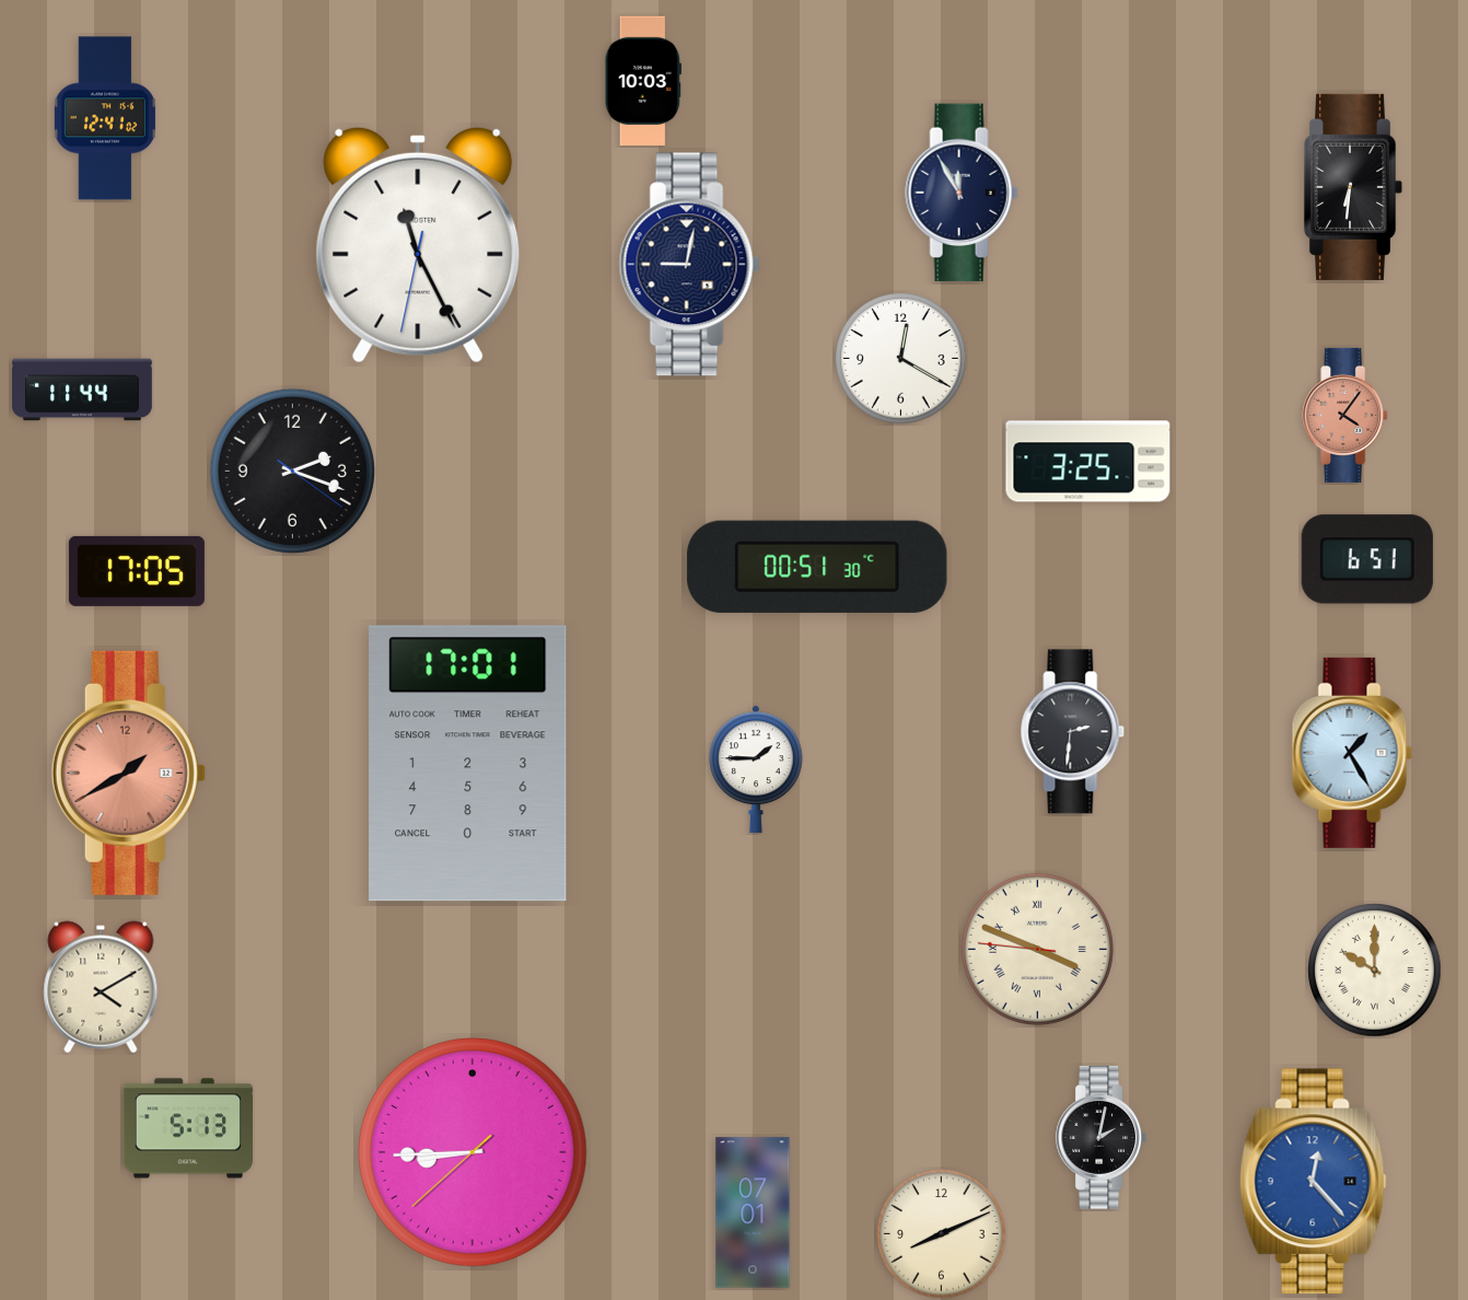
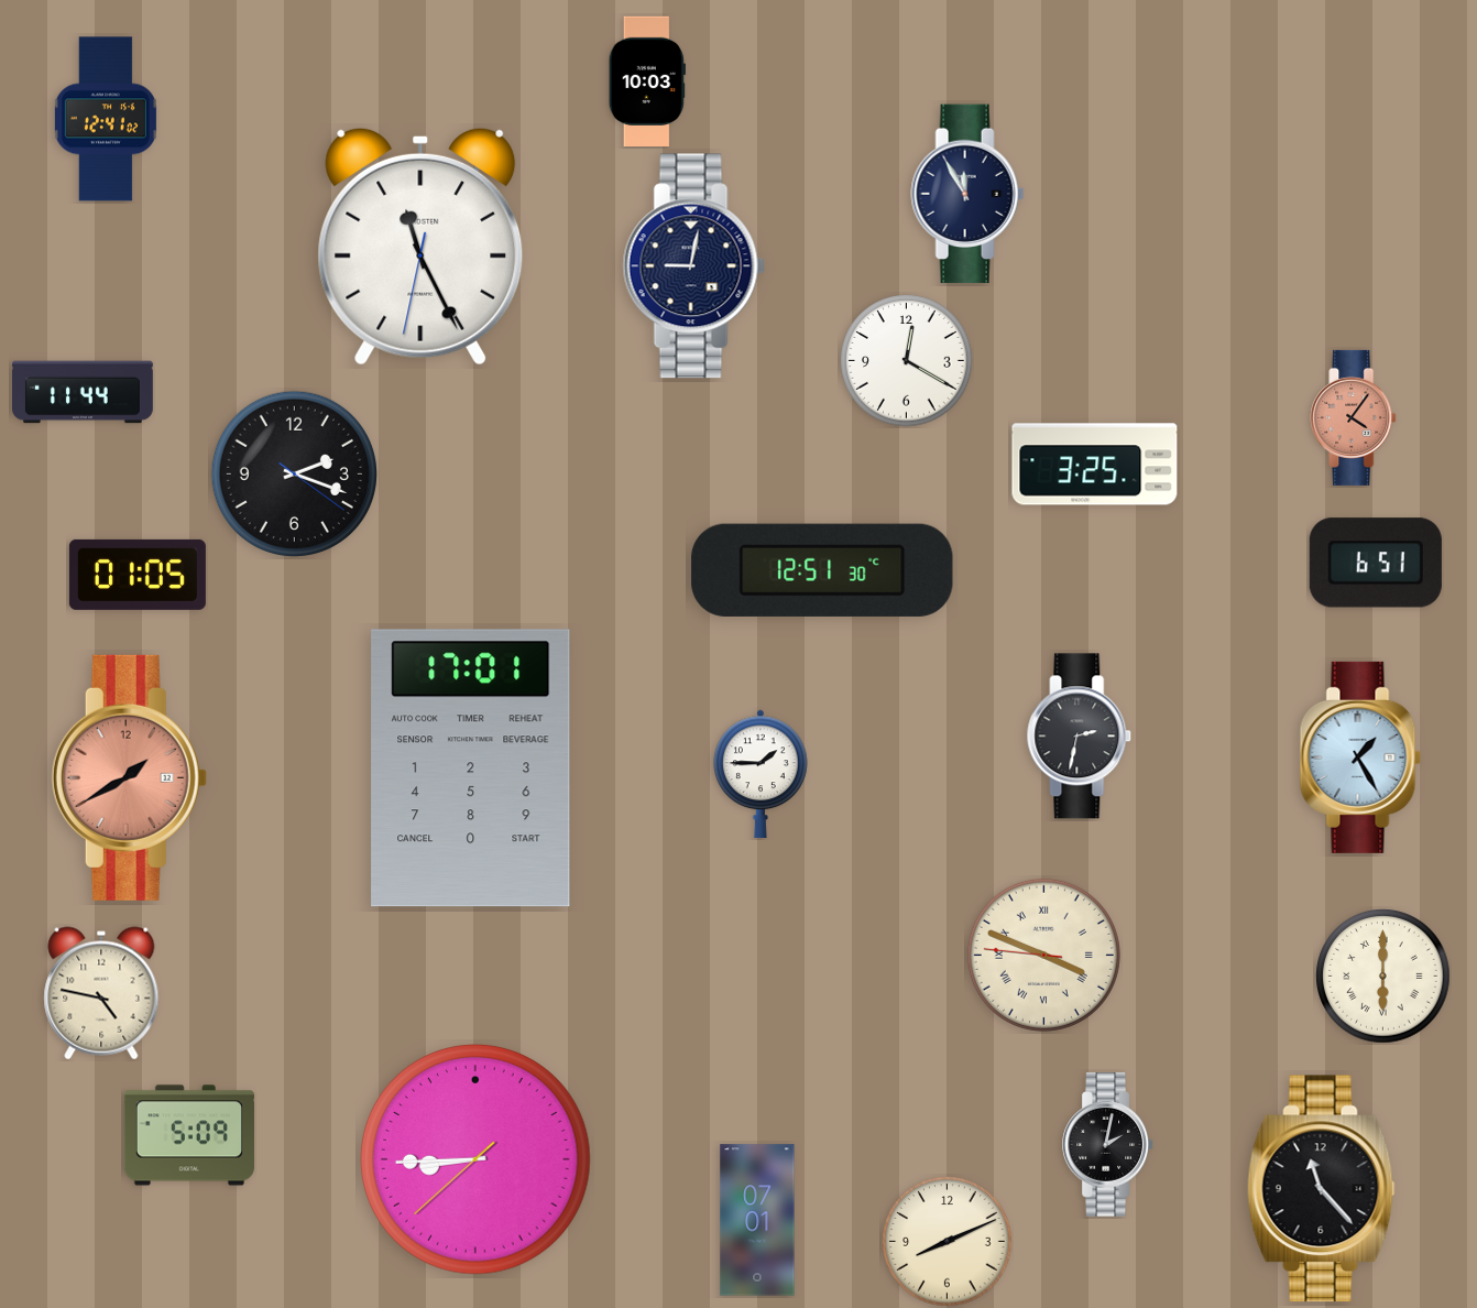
clock at (1353, 187): 6:31 -> none
clock at (817, 567): 00:51 -> 12:51
clock at (137, 571): 17:05 -> 01:05
clock at (1073, 732): 2:31 -> 2:32
clock at (1375, 971): 10:00 -> 6:00
clock at (101, 987): 4:10 -> 4:47
clock at (187, 1128): 5:13 -> 5:09
clock at (1314, 1182): 12:23 -> 11:23
clock at (1314, 1182) dial: blue -> black
